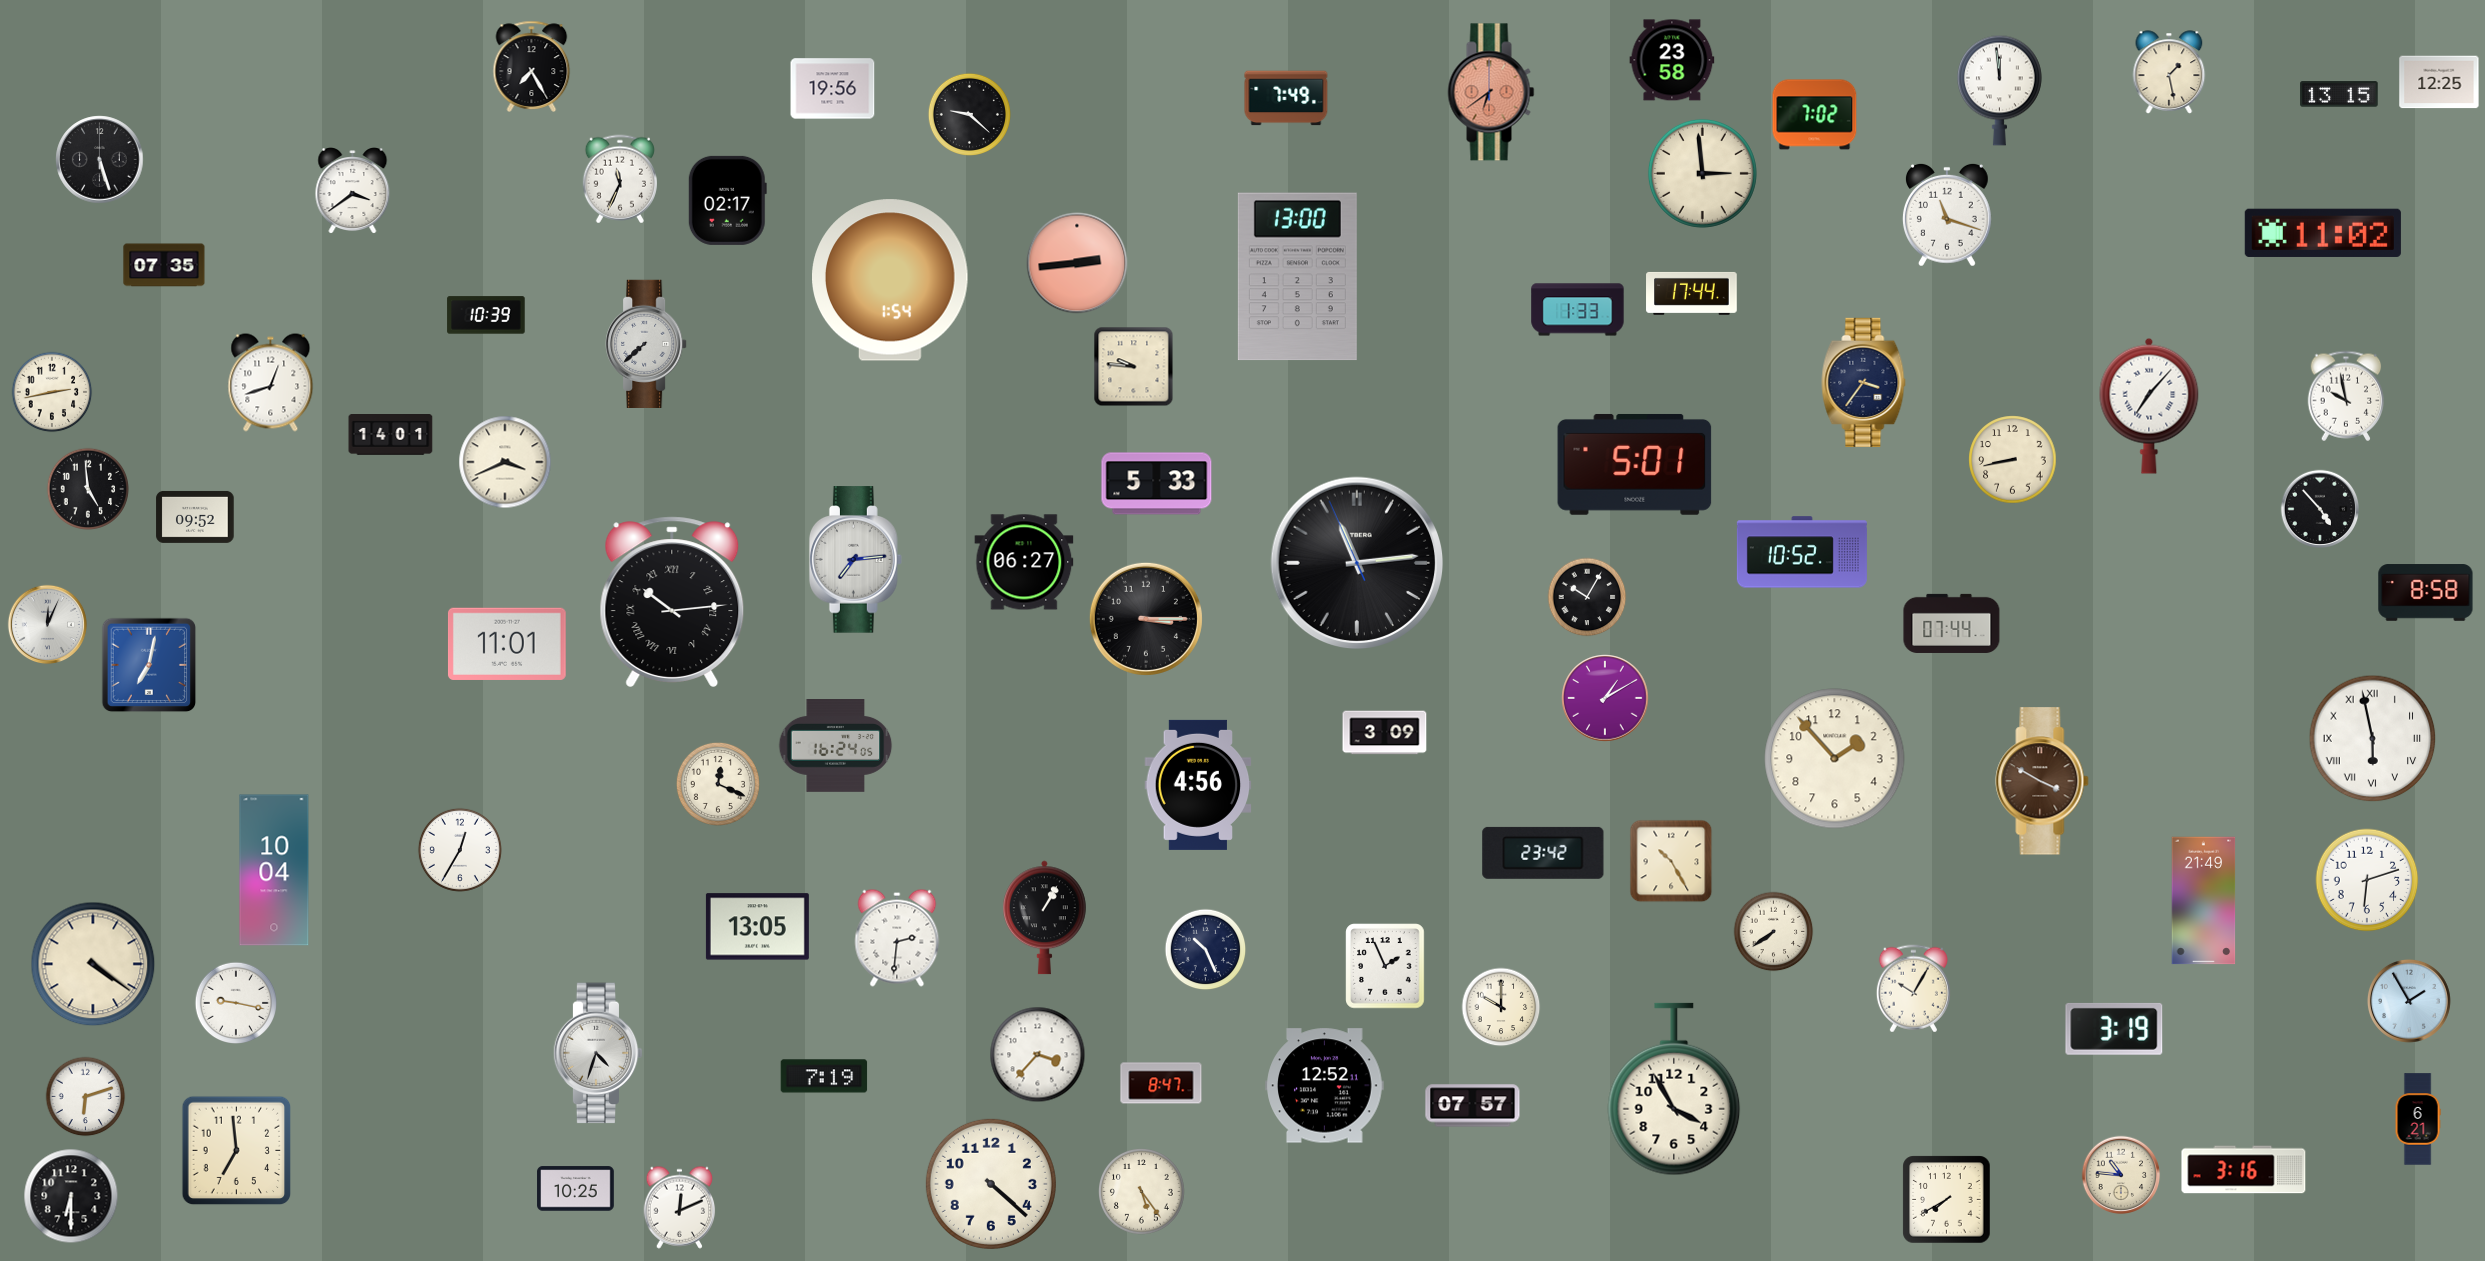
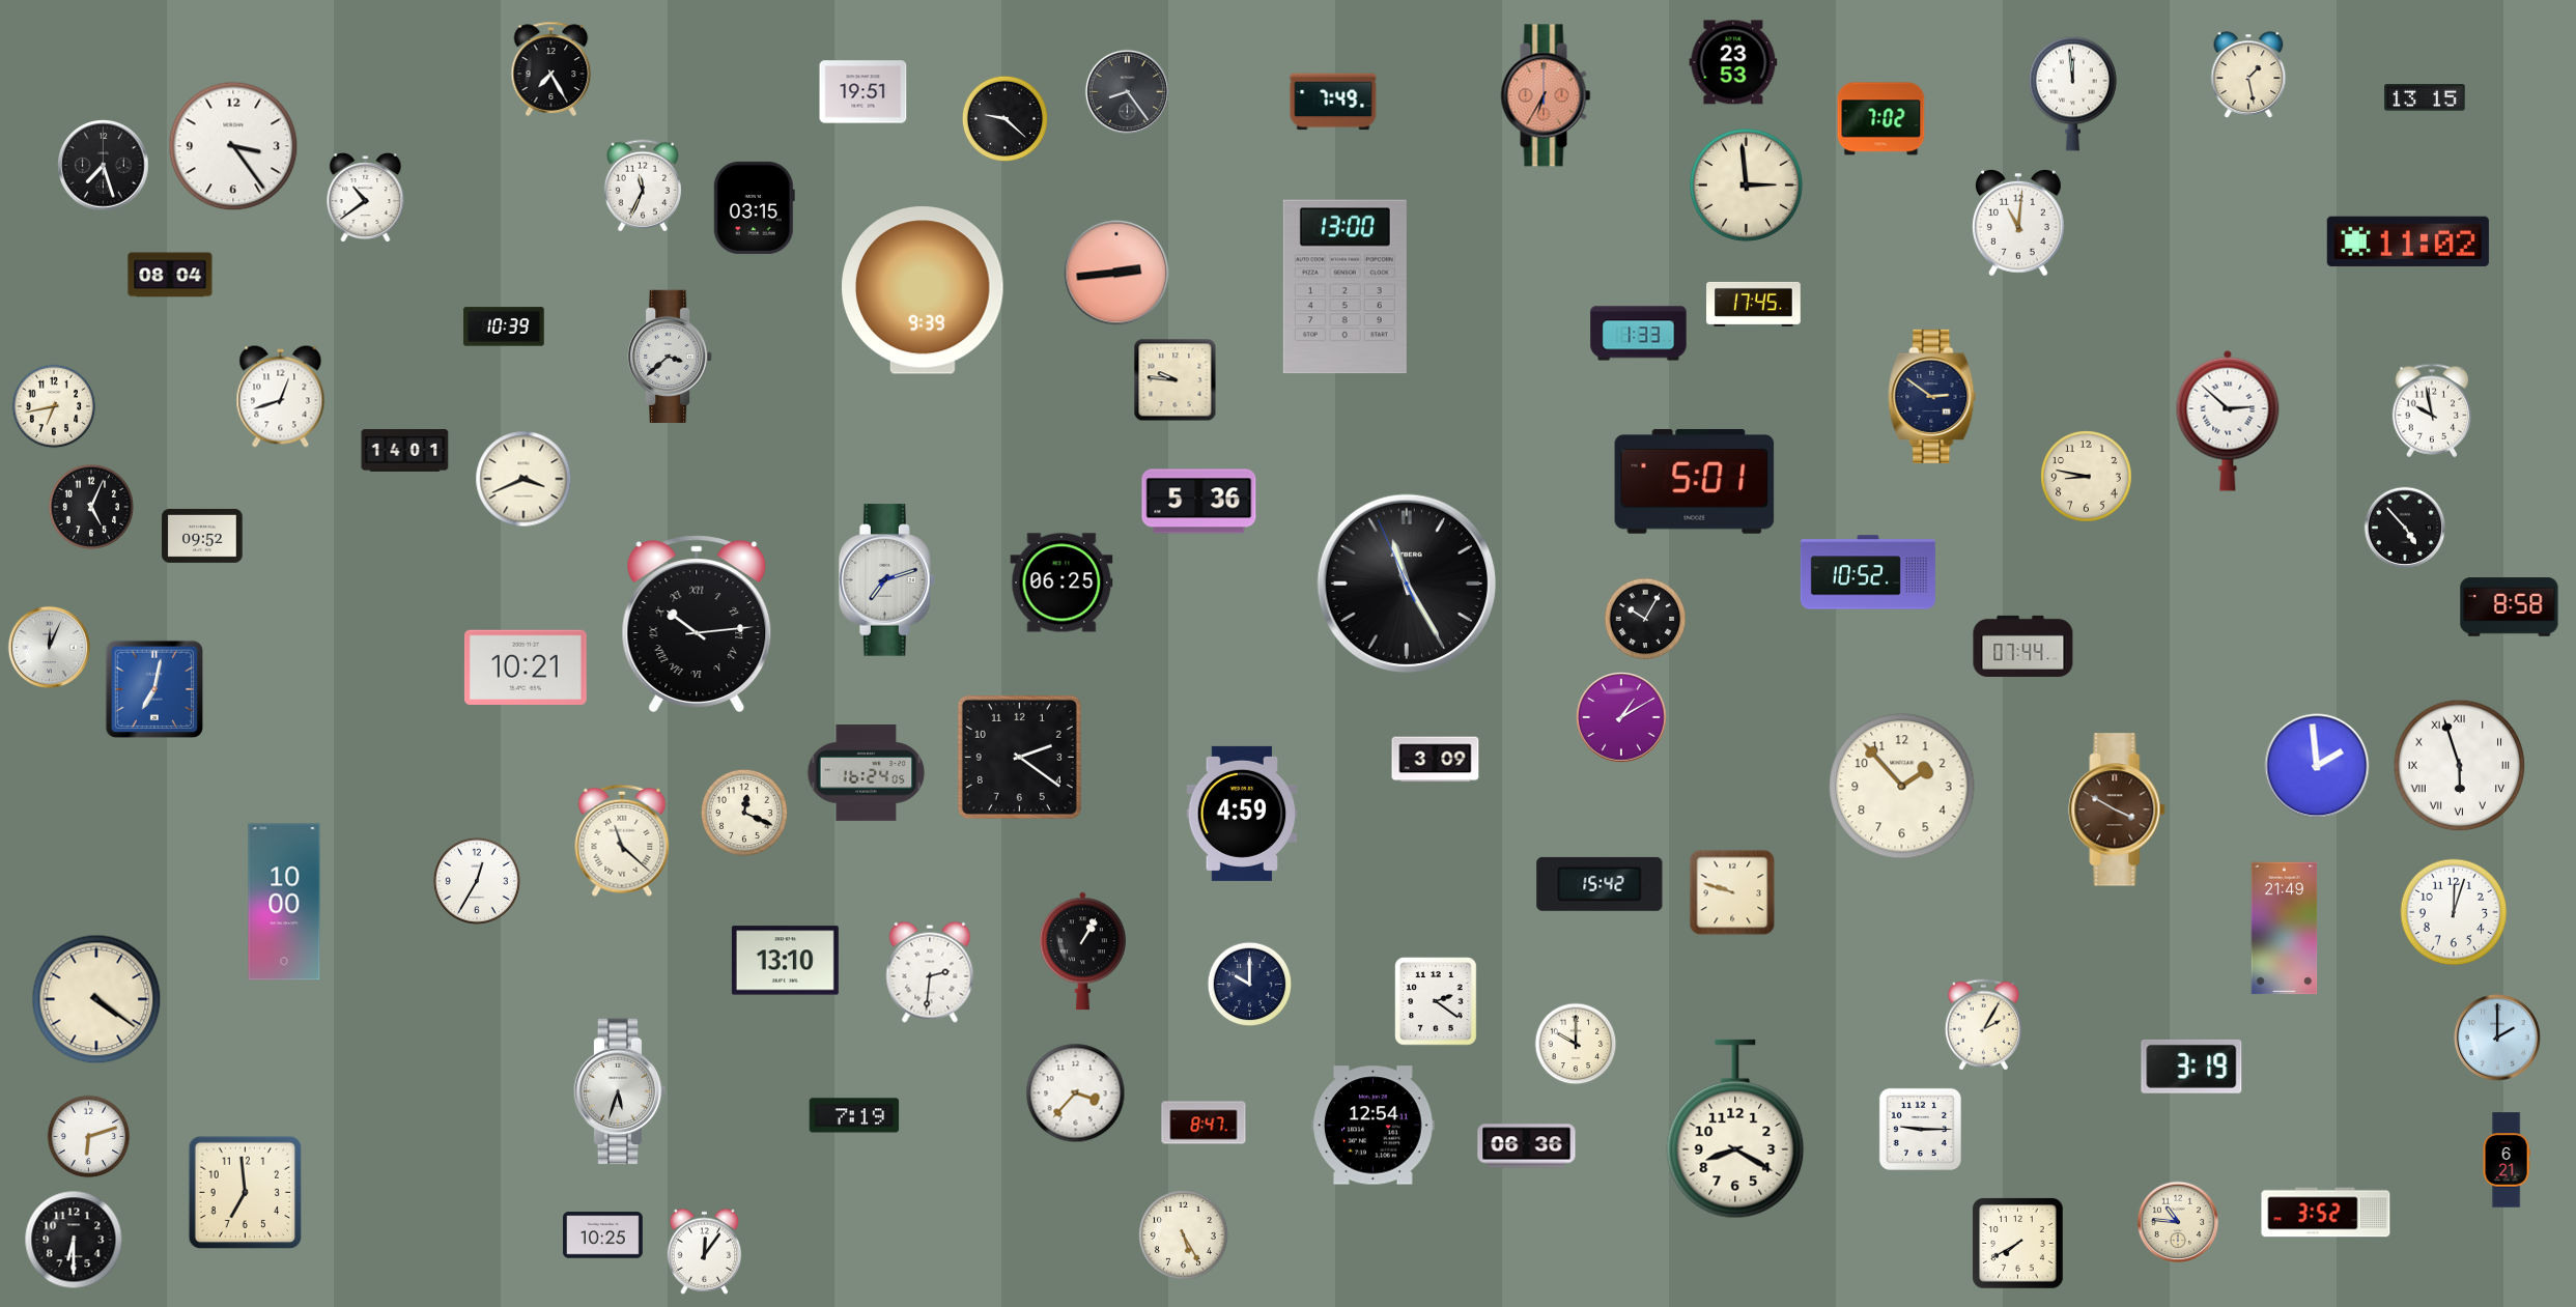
clock at (1672, 60): 23:58 -> 23:53
clock at (2439, 82): 12:25 -> none
clock at (1127, 91): none -> 8:24
clock at (833, 89): 19:56 -> 19:51
clock at (1491, 92): 6:39 -> 6:35
clock at (233, 146): none -> 3:24
clock at (100, 160): 5:27 -> 7:27
clock at (1702, 173) position: (1702, 173) -> (1746, 184)
clock at (353, 191): 3:39 -> 10:39
clock at (727, 200): 02:17 -> 03:15
clock at (1947, 215): 11:18 -> 11:01
clock at (164, 265): 07:35 -> 08:04
clock at (891, 280): 1:54 -> 9:39
clock at (1692, 293): 17:44 -> 17:45
clock at (1578, 310) position: (1578, 310) -> (1639, 334)
clock at (646, 343): 7:38 -> 3:38
clock at (1864, 382): 3:36 -> 2:51
clock at (52, 392): 2:43 -> 6:43
clock at (2149, 406): 7:07 -> 2:52
clock at (2013, 460): 8:43 -> 8:47
clock at (1157, 484): 5:33 -> 5:36
clock at (87, 488): 4:59 -> 5:04
clock at (856, 560): 7:14 -> 7:12
clock at (1024, 562): 06:27 -> 06:25
clock at (1357, 563): 11:13 -> 11:24
clock at (2426, 593) position: (2426, 593) -> (2510, 607)
clock at (1146, 619): 3:15 -> none
clock at (507, 644): 11:01 -> 10:21
clock at (1605, 698) position: (1605, 698) -> (1621, 717)
clock at (1019, 757): none -> 2:21
clock at (2317, 766): none -> 1:59
clock at (2373, 739): 5:58 -> 5:57
clock at (1198, 785): 4:56 -> 4:59
clock at (622, 841): none -> 11:22
clock at (1543, 853): 23:42 -> 15:42
clock at (1671, 861): 10:25 -> 9:48
clock at (274, 870): 10:04 -> 10:00
clock at (2367, 880): 6:12 -> 12:03
clock at (2204, 901) position: (2204, 901) -> (2285, 929)
clock at (757, 927): 13:05 -> 13:10
clock at (1774, 932): 7:39 -> none
clock at (1206, 950): 10:26 -> 10:00
clock at (1385, 966): 1:56 -> 2:21
clock at (1913, 989): 10:05 -> 2:05
clock at (2409, 1001): 1:55 -> 2:00
clock at (235, 1002): 9:17 -> none
clock at (1501, 1007) position: (1501, 1007) -> (1576, 1044)
clock at (598, 1053): 4:33 -> 5:33
clock at (1325, 1086): 12:52 -> 12:54
clock at (1674, 1089): 3:55 -> 8:20
clock at (1920, 1129): none -> 9:15
clock at (1473, 1106): 07:57 -> 06:36
clock at (2244, 1170): 3:16 -> 3:52
clock at (2121, 1175) position: (2121, 1175) -> (2178, 1222)
clock at (991, 1184): 4:22 -> none
clock at (576, 1189) position: (576, 1189) -> (603, 1235)
clock at (1142, 1192): 5:24 -> 5:25
clock at (680, 1207): 12:11 -> 12:06
